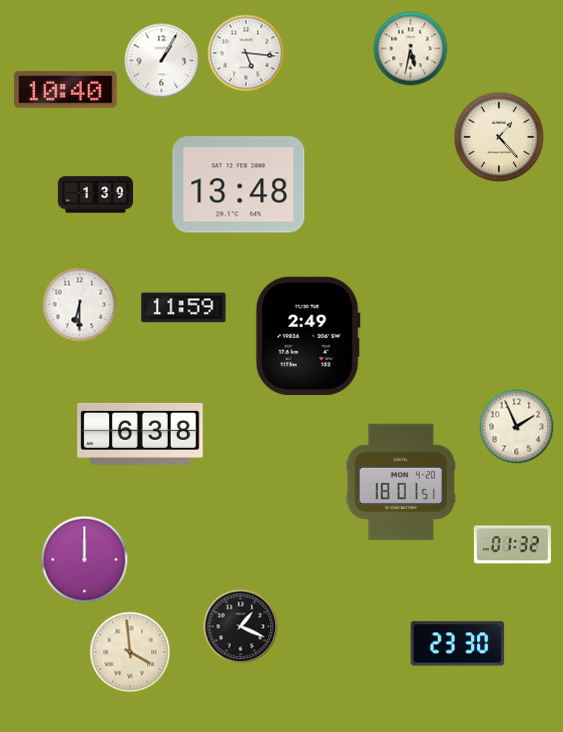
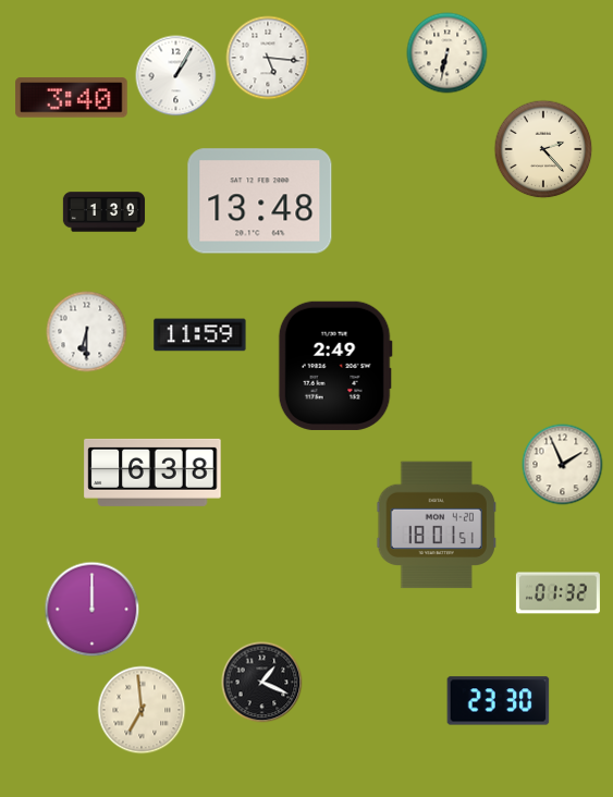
clock at (411, 49): 5:32 -> 6:32
clock at (162, 61) position: (162, 61) -> (176, 76)
clock at (66, 90): 10:40 -> 3:40
clock at (499, 137): 1:23 -> 2:23
clock at (130, 652): 3:59 -> 6:59
